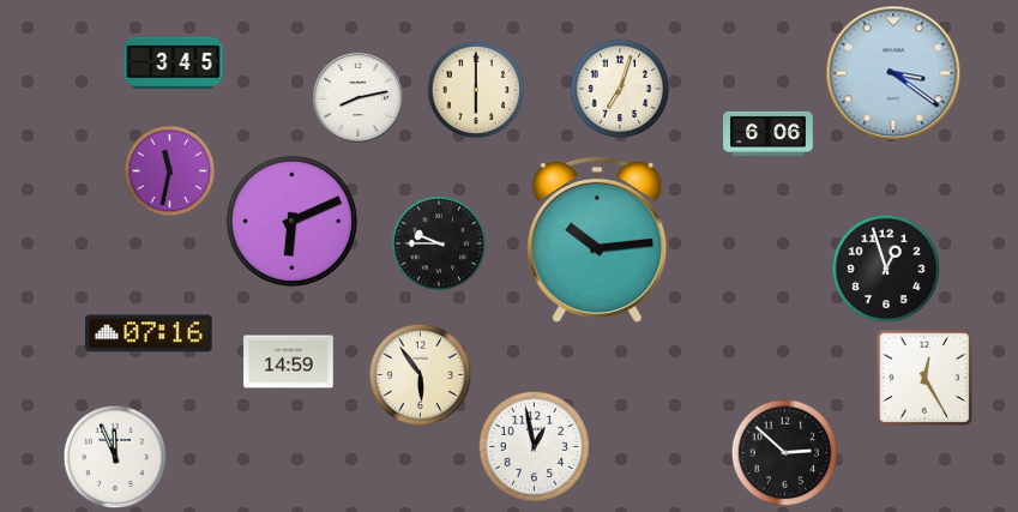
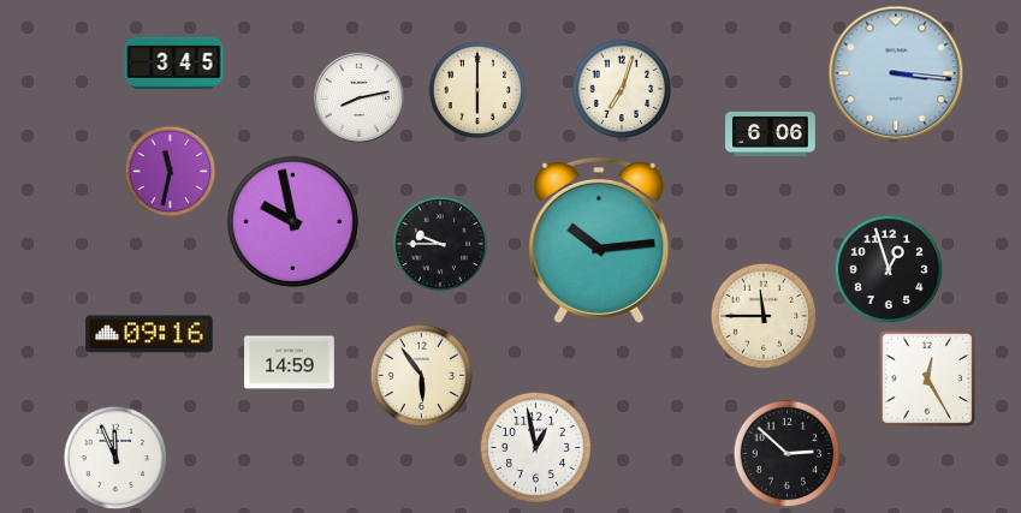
clock at (893, 73): 3:21 -> 3:16
clock at (291, 221): 6:11 -> 9:58
clock at (764, 316): none -> 11:45
clock at (149, 333): 07:16 -> 09:16
